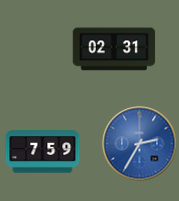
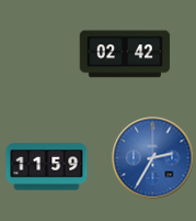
clock at (114, 49): 02:31 -> 02:42
clock at (43, 152): 7:59 -> 11:59
